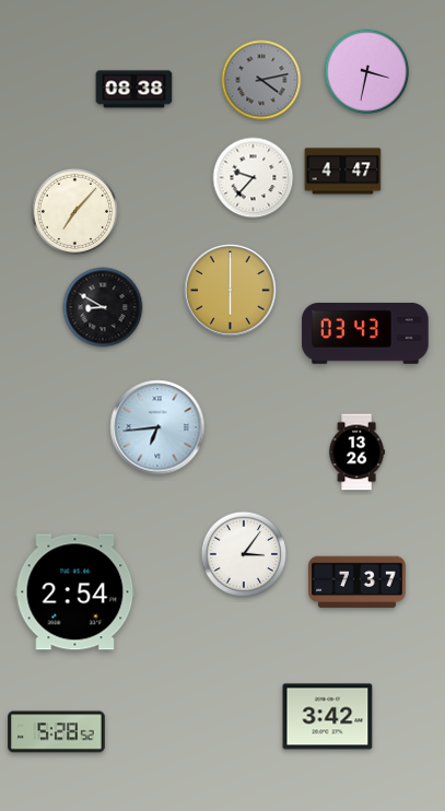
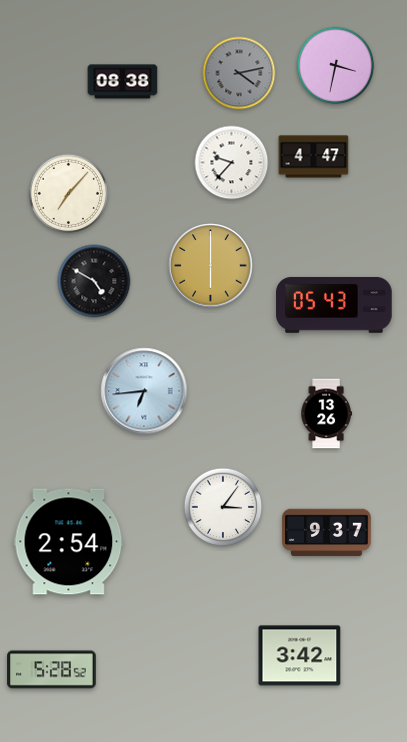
clock at (103, 307): 8:50 -> 4:50
clock at (365, 333): 03:43 -> 05:43
clock at (358, 583): 7:37 -> 9:37
